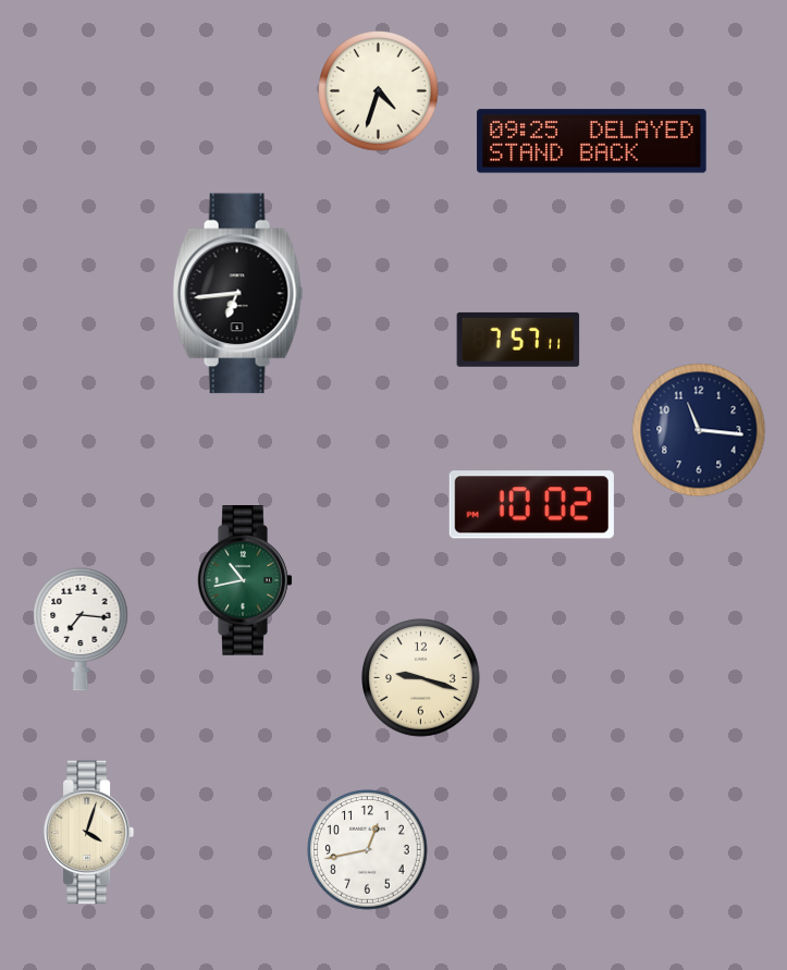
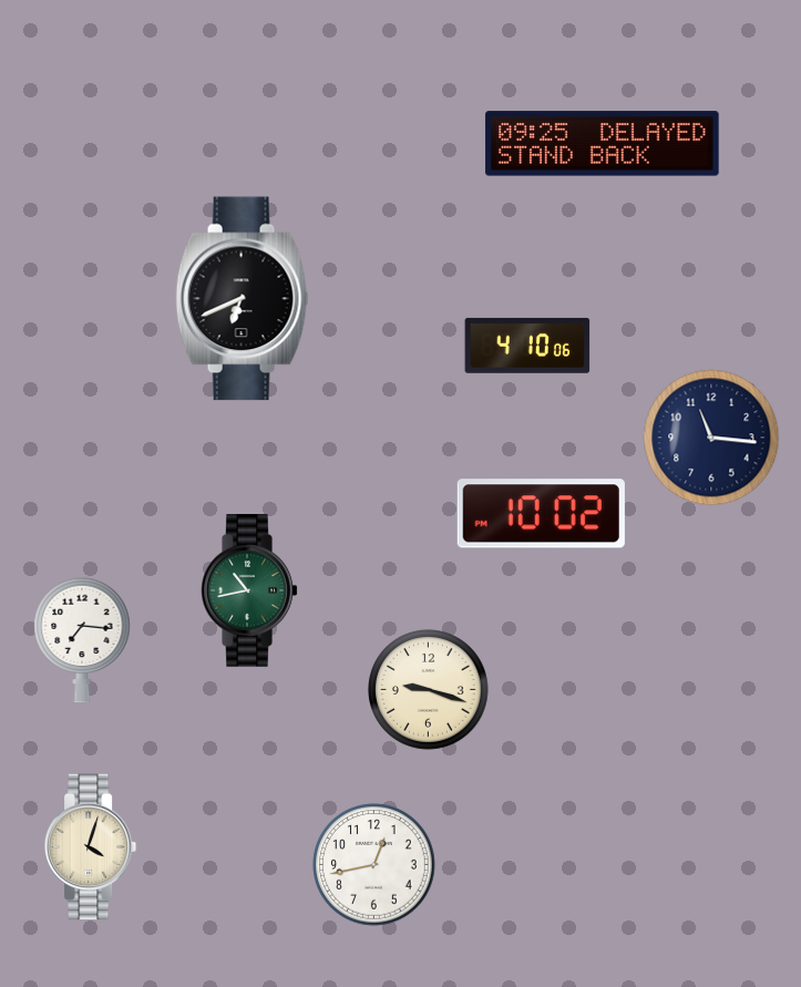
clock at (379, 91): 4:33 -> none
clock at (238, 294): 6:44 -> 6:41
clock at (518, 340): 7:57 -> 4:10
